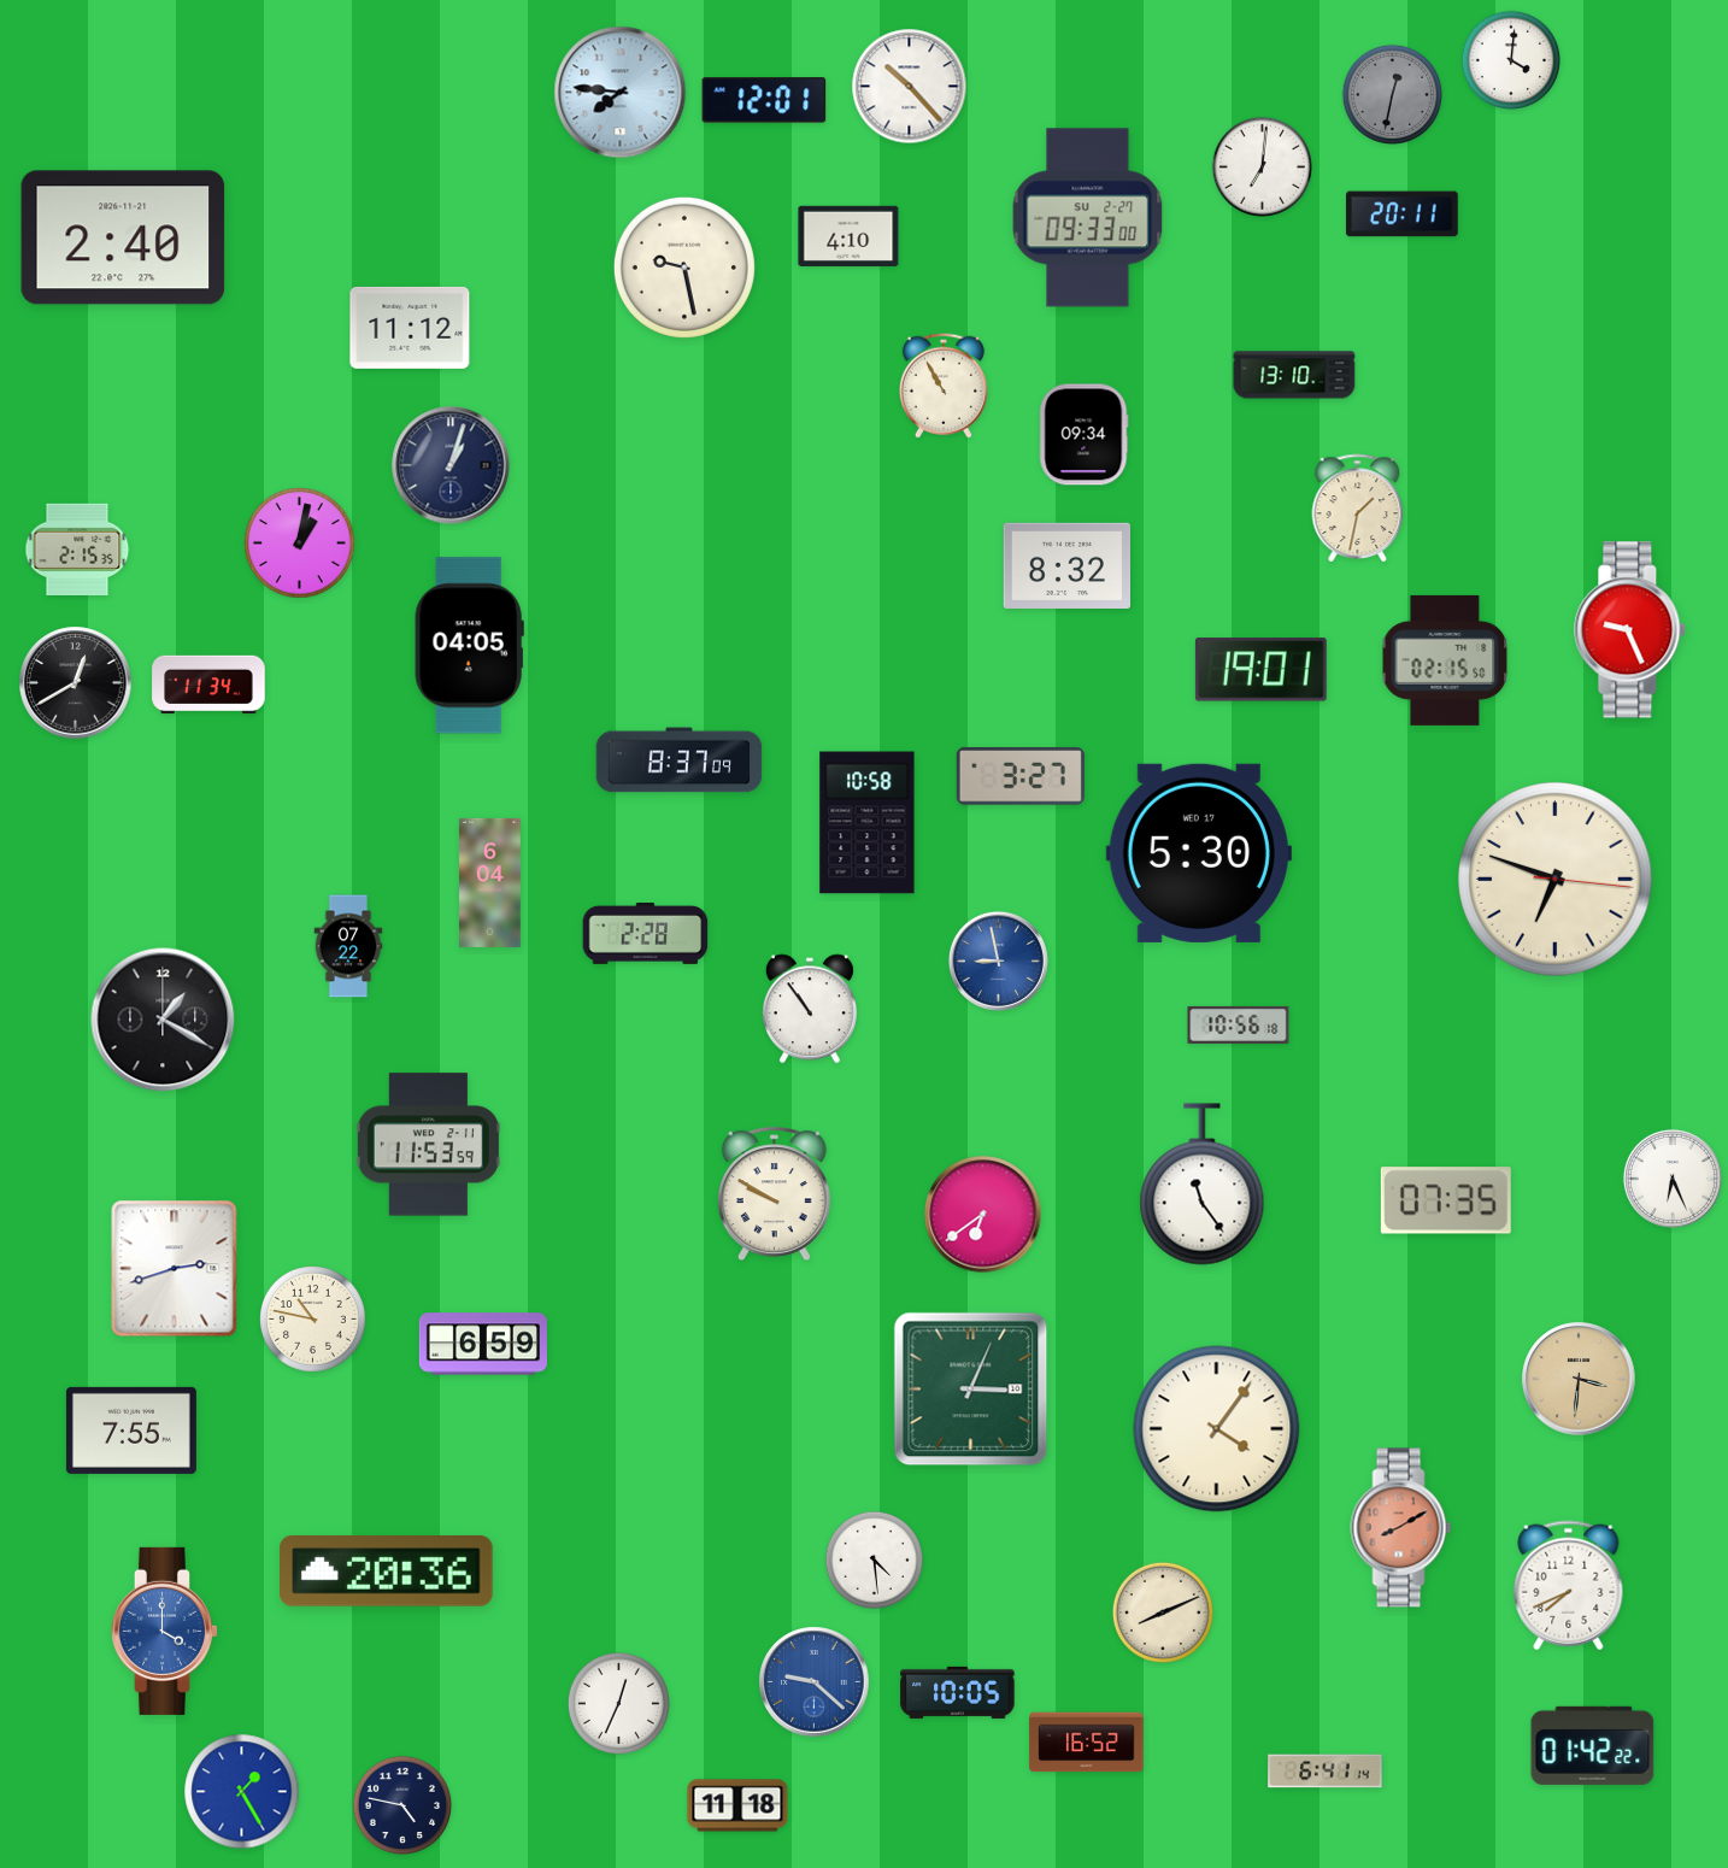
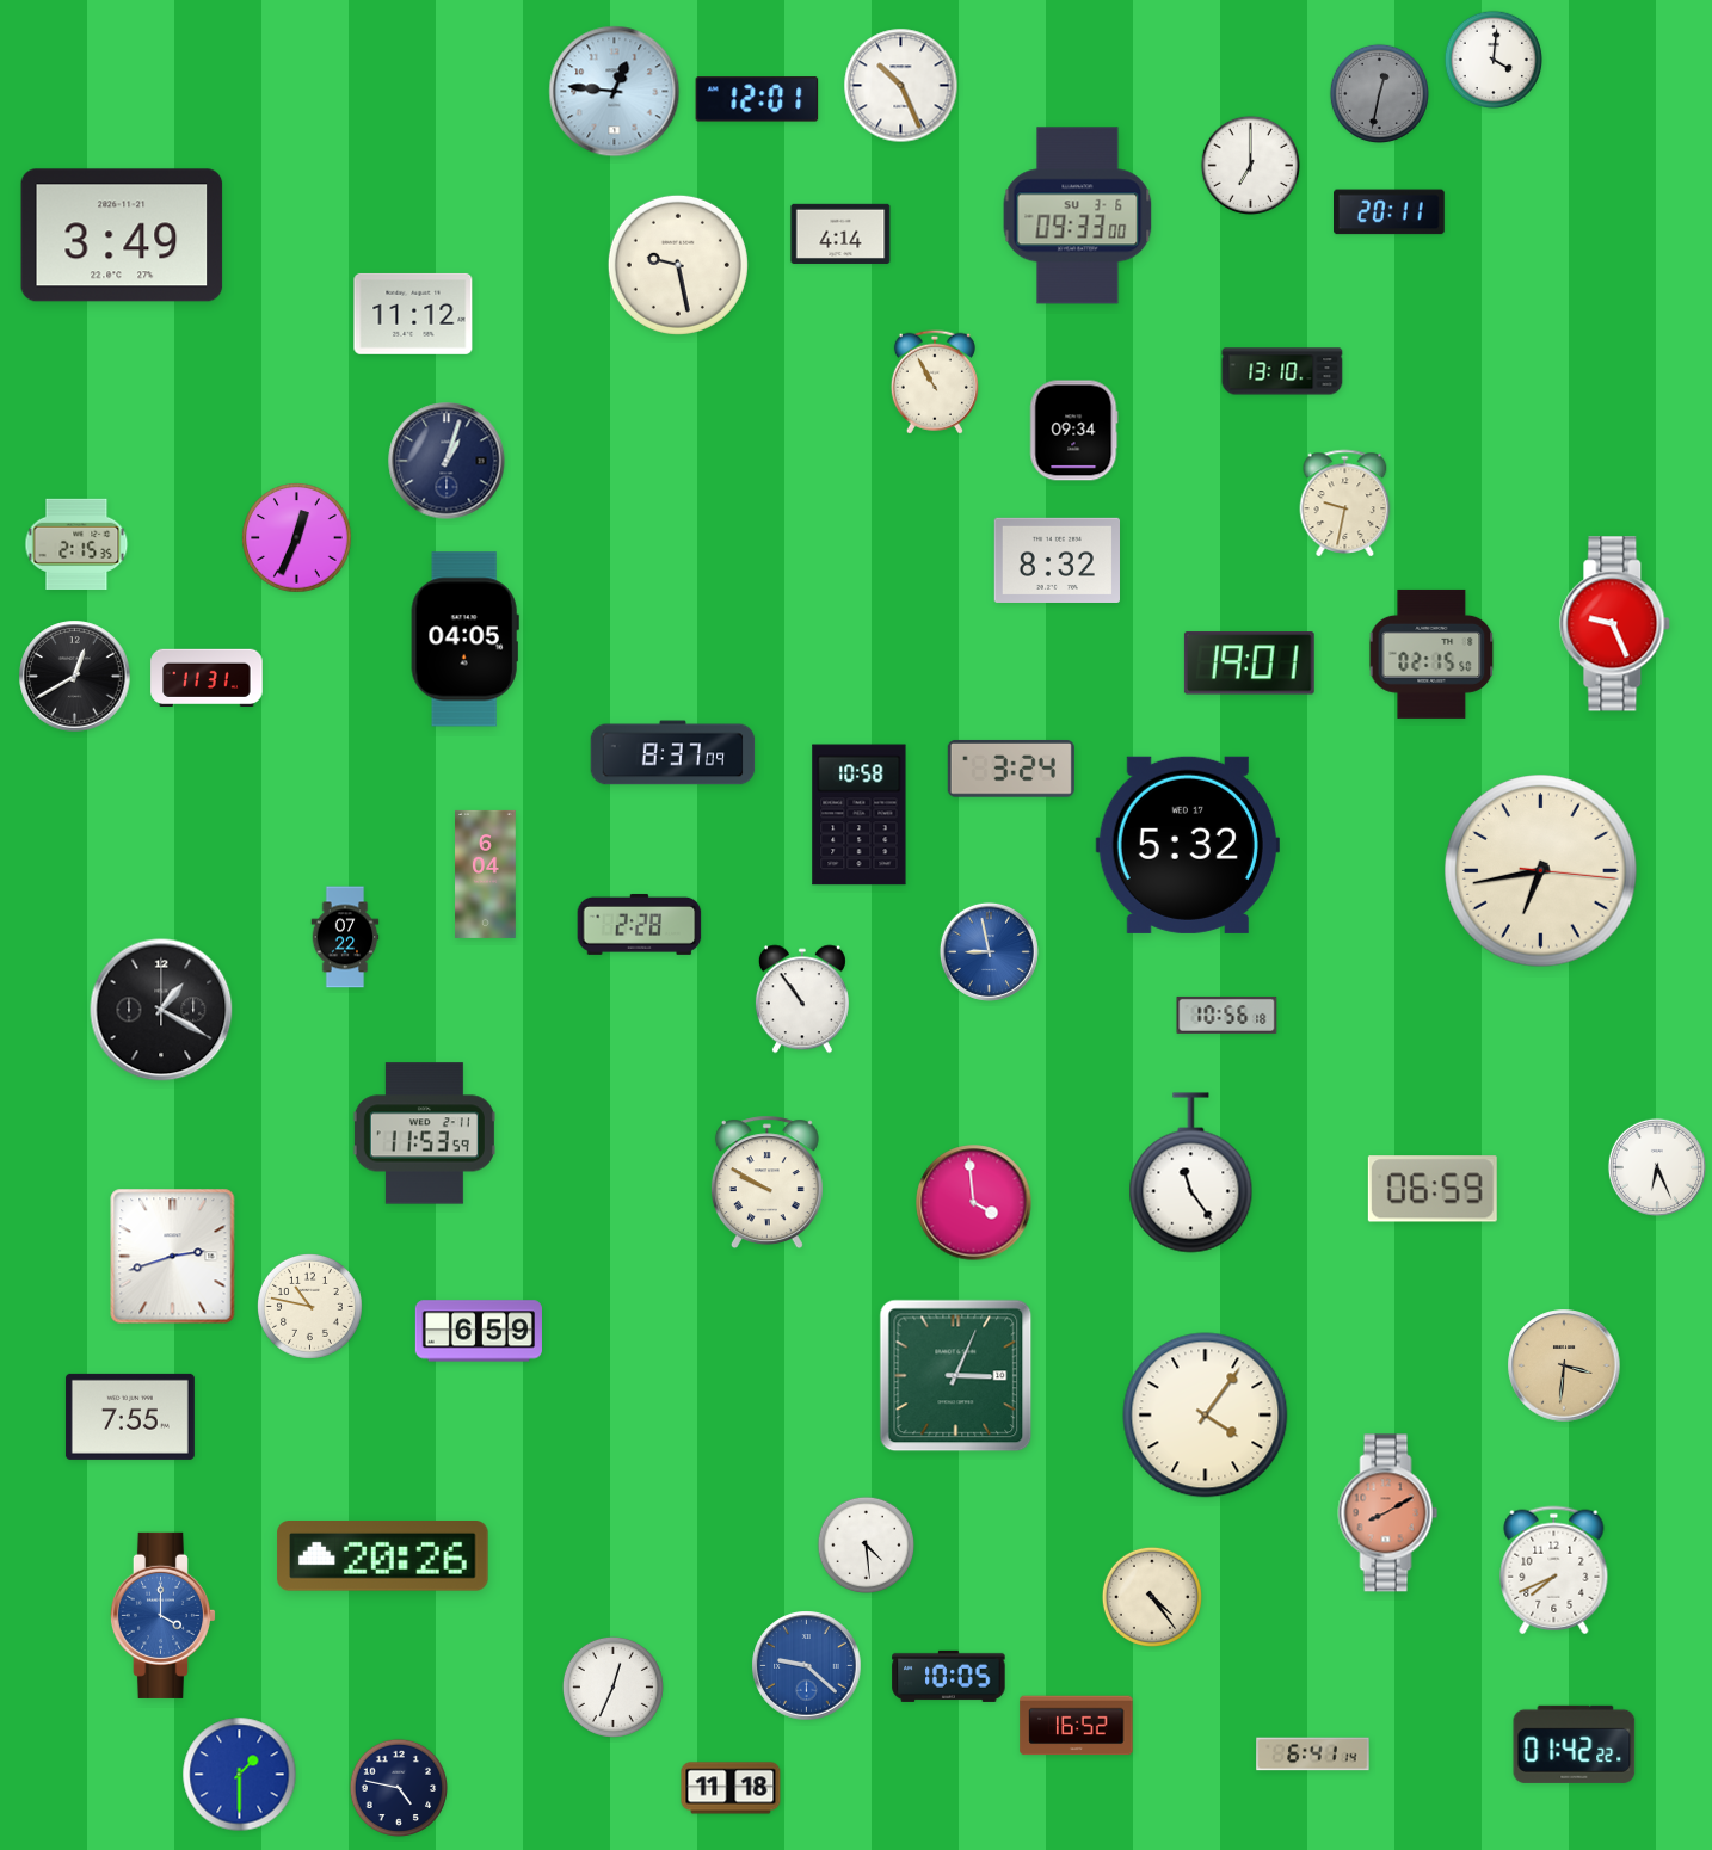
clock at (1510, 59) position: (1510, 59) -> (1492, 58)
clock at (910, 87): 10:23 -> 10:26
clock at (621, 93): 7:46 -> 12:46
clock at (1262, 166): 7:01 -> 7:00
clock at (1088, 218) date: SU 2-27 -> SU 3-6
clock at (848, 236): 4:10 -> 4:14
clock at (123, 237): 2:40 -> 3:49
clock at (410, 328) position: (410, 328) -> (413, 314)
clock at (1358, 507): 1:32 -> 9:32
clock at (300, 544): 1:02 -> 12:34
clock at (208, 685): 11:34 -> 11:31
clock at (1021, 776): 3:27 -> 3:24
clock at (1199, 853): 5:30 -> 5:32
clock at (1556, 880): 6:48 -> 6:43
clock at (1446, 1200): 07:35 -> 06:59
clock at (983, 1215): 6:39 -> 3:59
clock at (971, 1390) position: (971, 1390) -> (956, 1376)
clock at (387, 1572): 20:36 -> 20:26
clock at (1163, 1613): 8:11 -> 4:24
clock at (1593, 1745) position: (1593, 1745) -> (1575, 1744)
clock at (242, 1792): 1:25 -> 1:30
